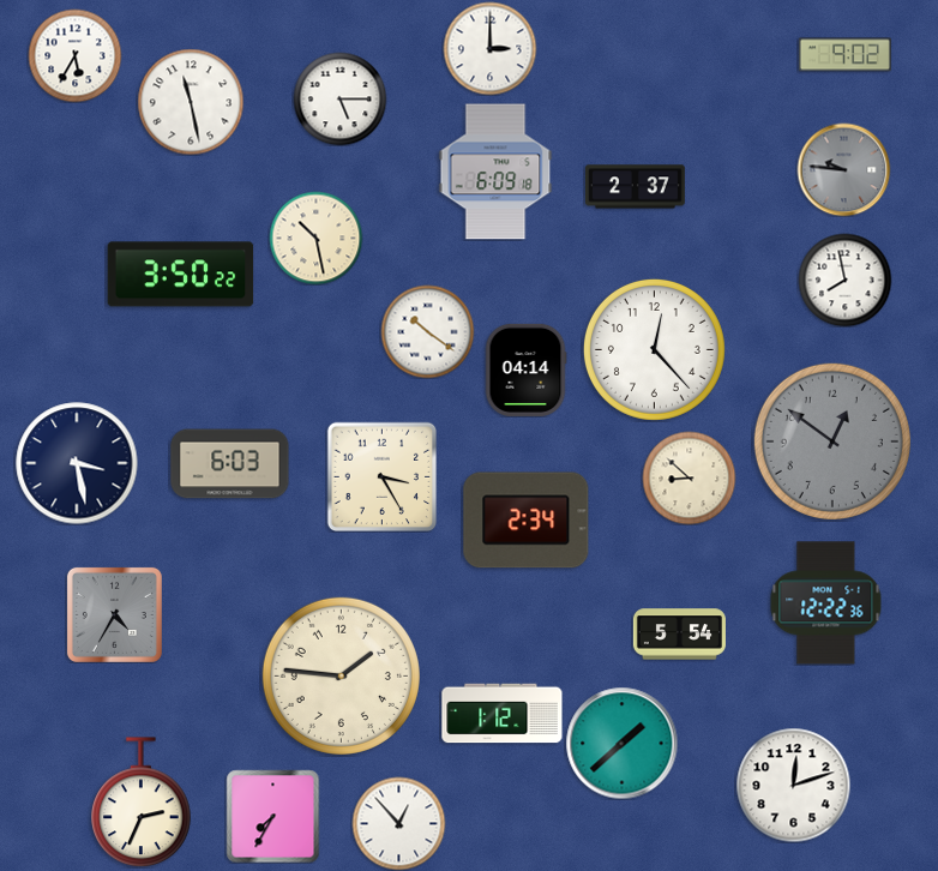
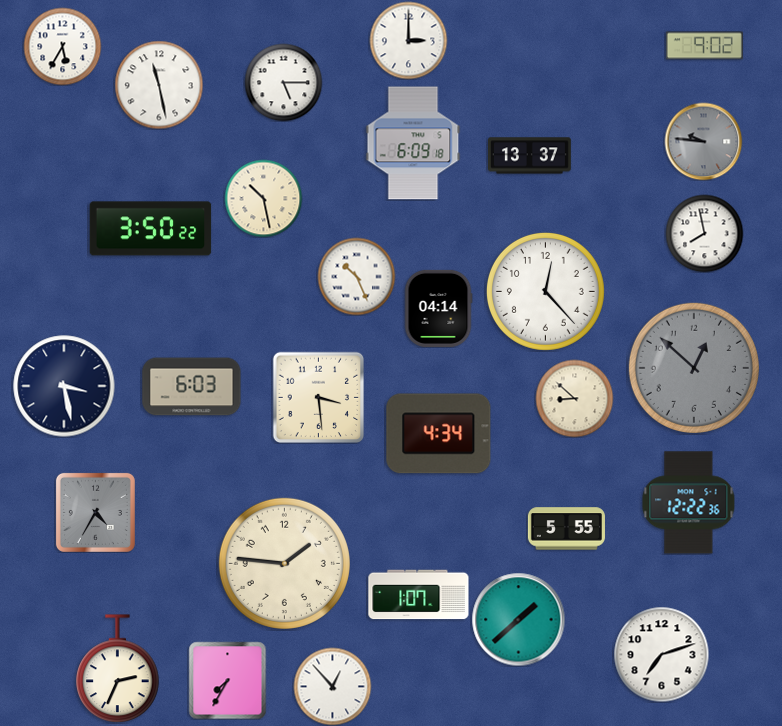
clock at (636, 187): 2:37 -> 13:37
clock at (427, 331): 10:21 -> 10:26
clock at (832, 441): 12:51 -> 12:52
clock at (381, 476): 3:25 -> 3:29
clock at (527, 521): 2:34 -> 4:34
clock at (679, 635): 5:54 -> 5:55
clock at (503, 714): 1:12 -> 1:07
clock at (793, 785): 12:12 -> 7:12
